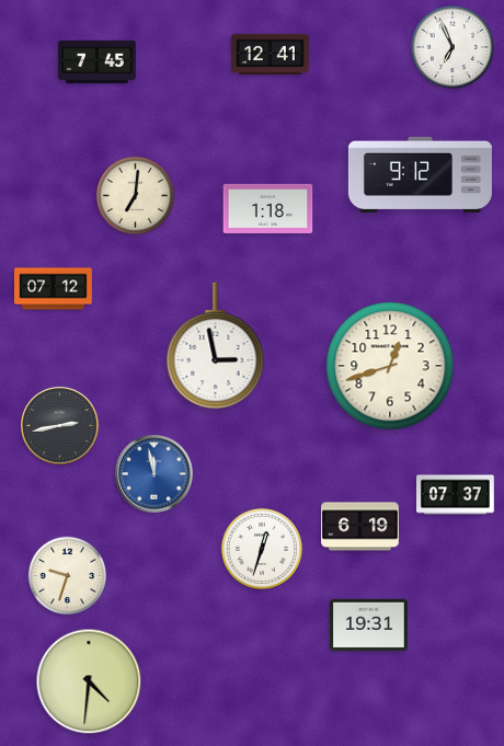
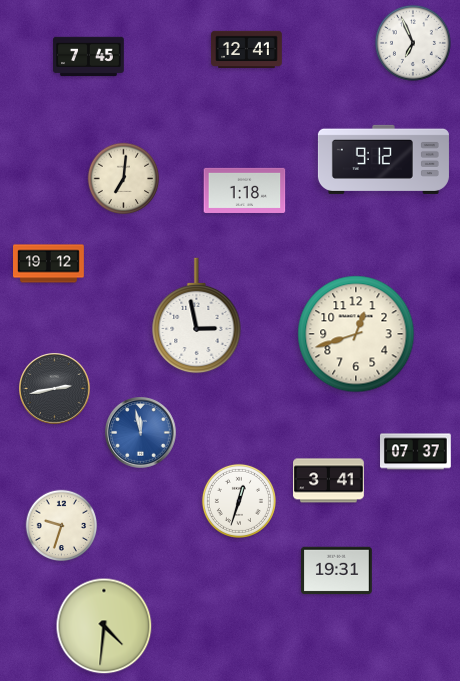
clock at (54, 289): 07:12 -> 19:12
clock at (360, 527): 6:19 -> 3:41
clock at (89, 681) position: (89, 681) -> (104, 626)
